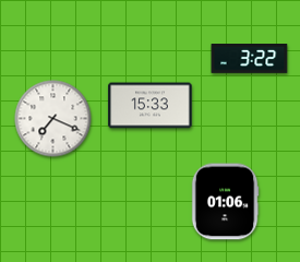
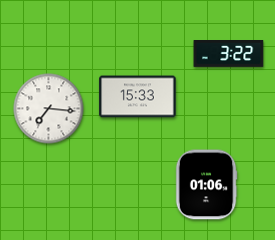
clock at (53, 119): 7:19 -> 7:16
